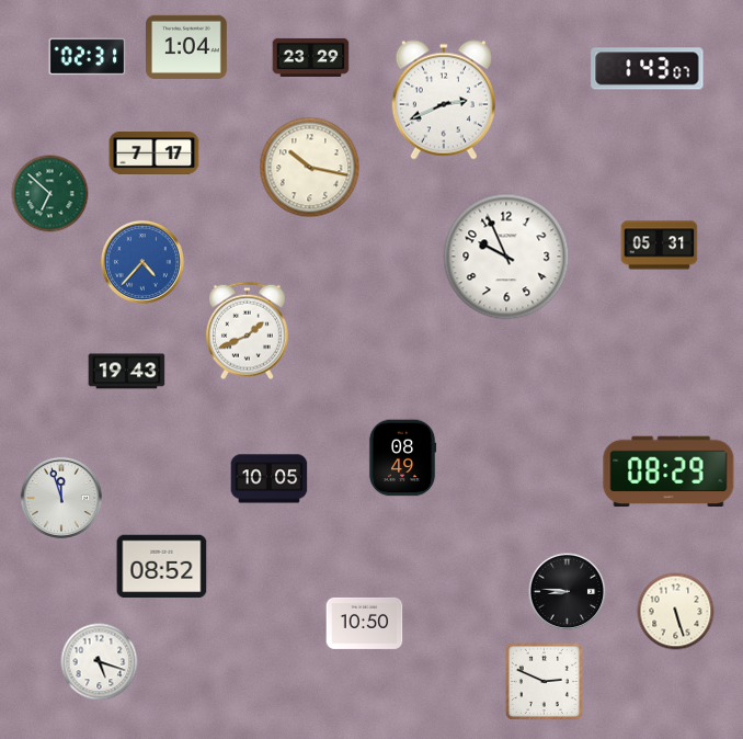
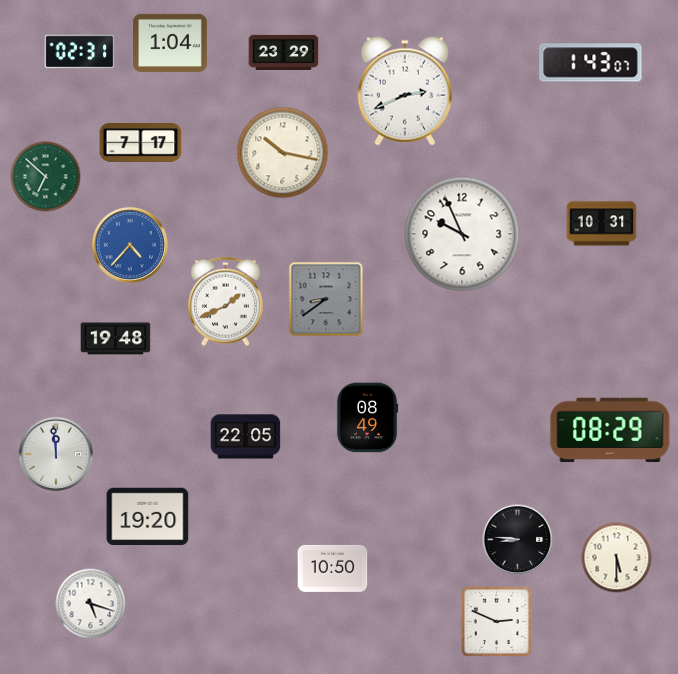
clock at (155, 154) position: (155, 154) -> (141, 143)
clock at (660, 246): 05:31 -> 10:31
clock at (142, 262) position: (142, 262) -> (130, 245)
clock at (326, 299): none -> 8:39
clock at (127, 372): 19:43 -> 19:48
clock at (270, 479): 10:05 -> 22:05
clock at (61, 498): 11:57 -> 11:59
clock at (162, 567): 08:52 -> 19:20
clock at (676, 612): 5:27 -> 5:30
